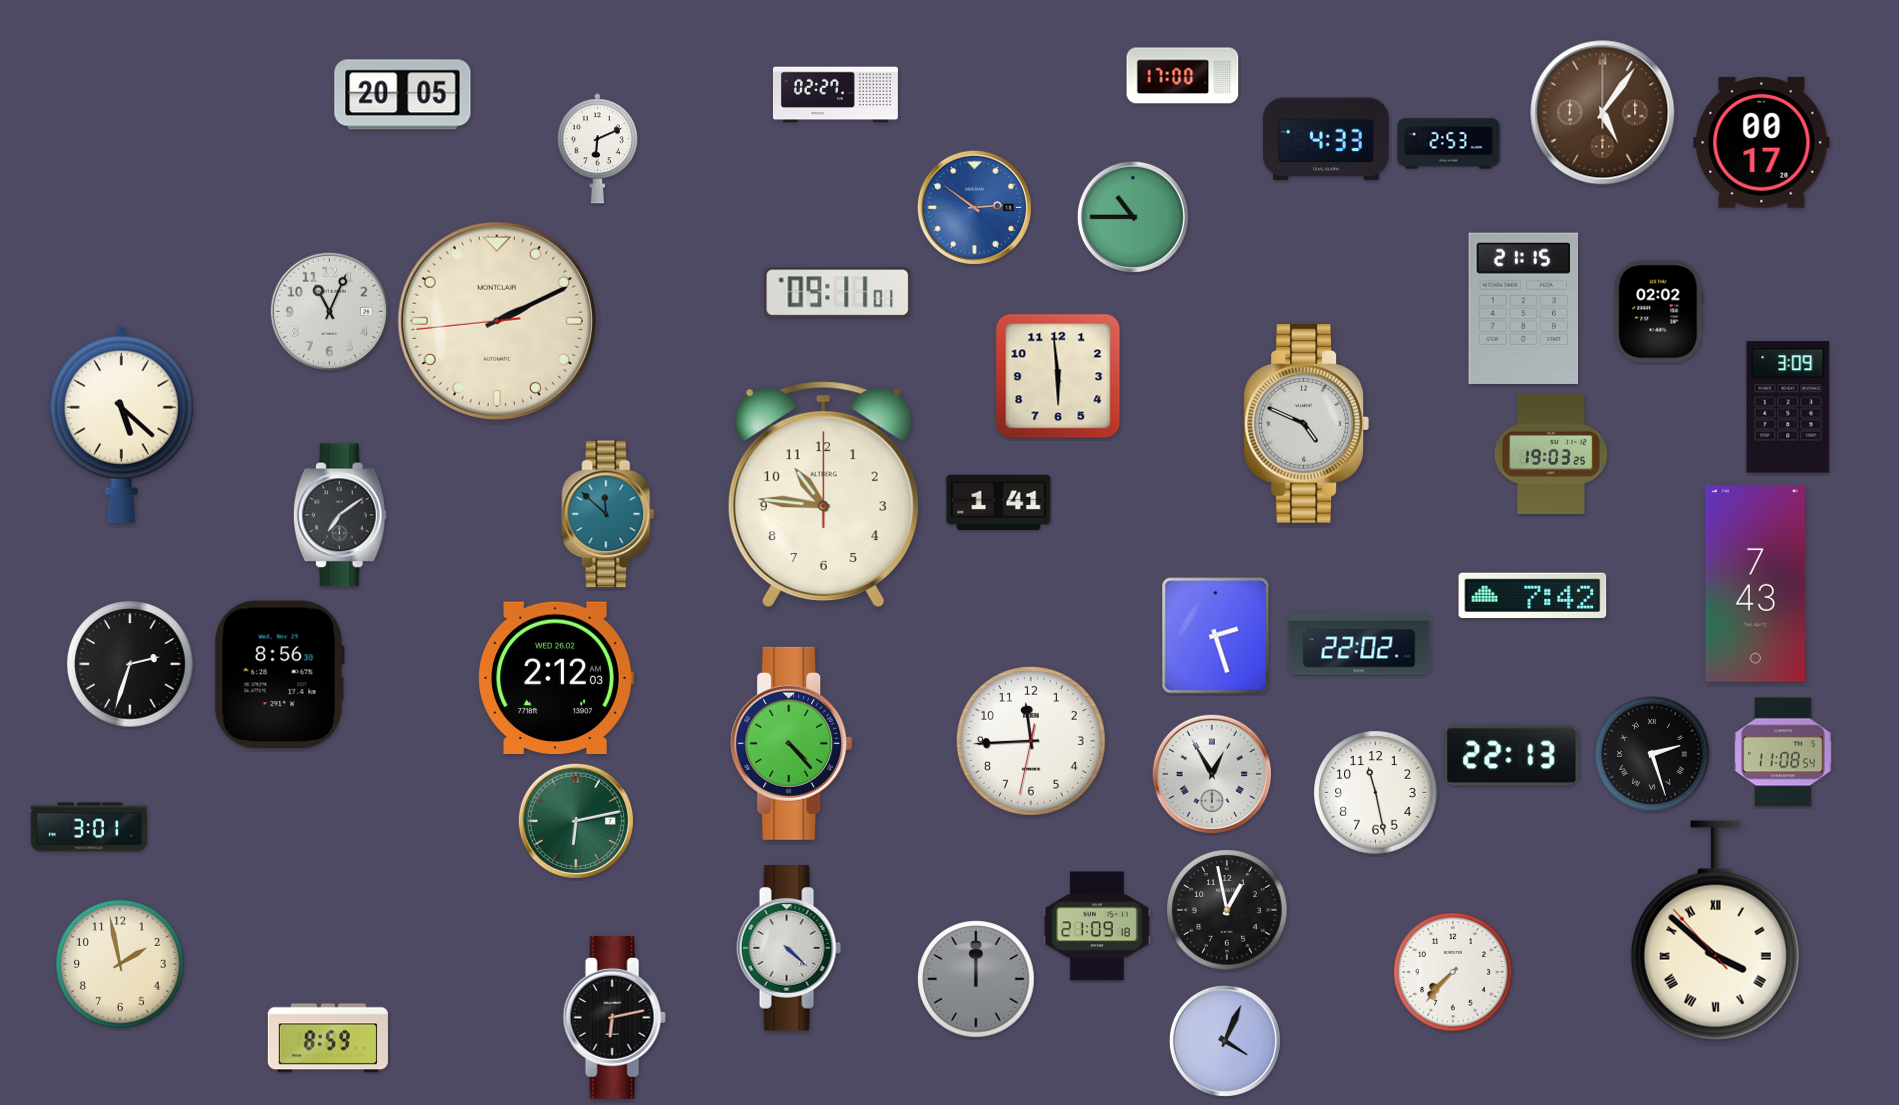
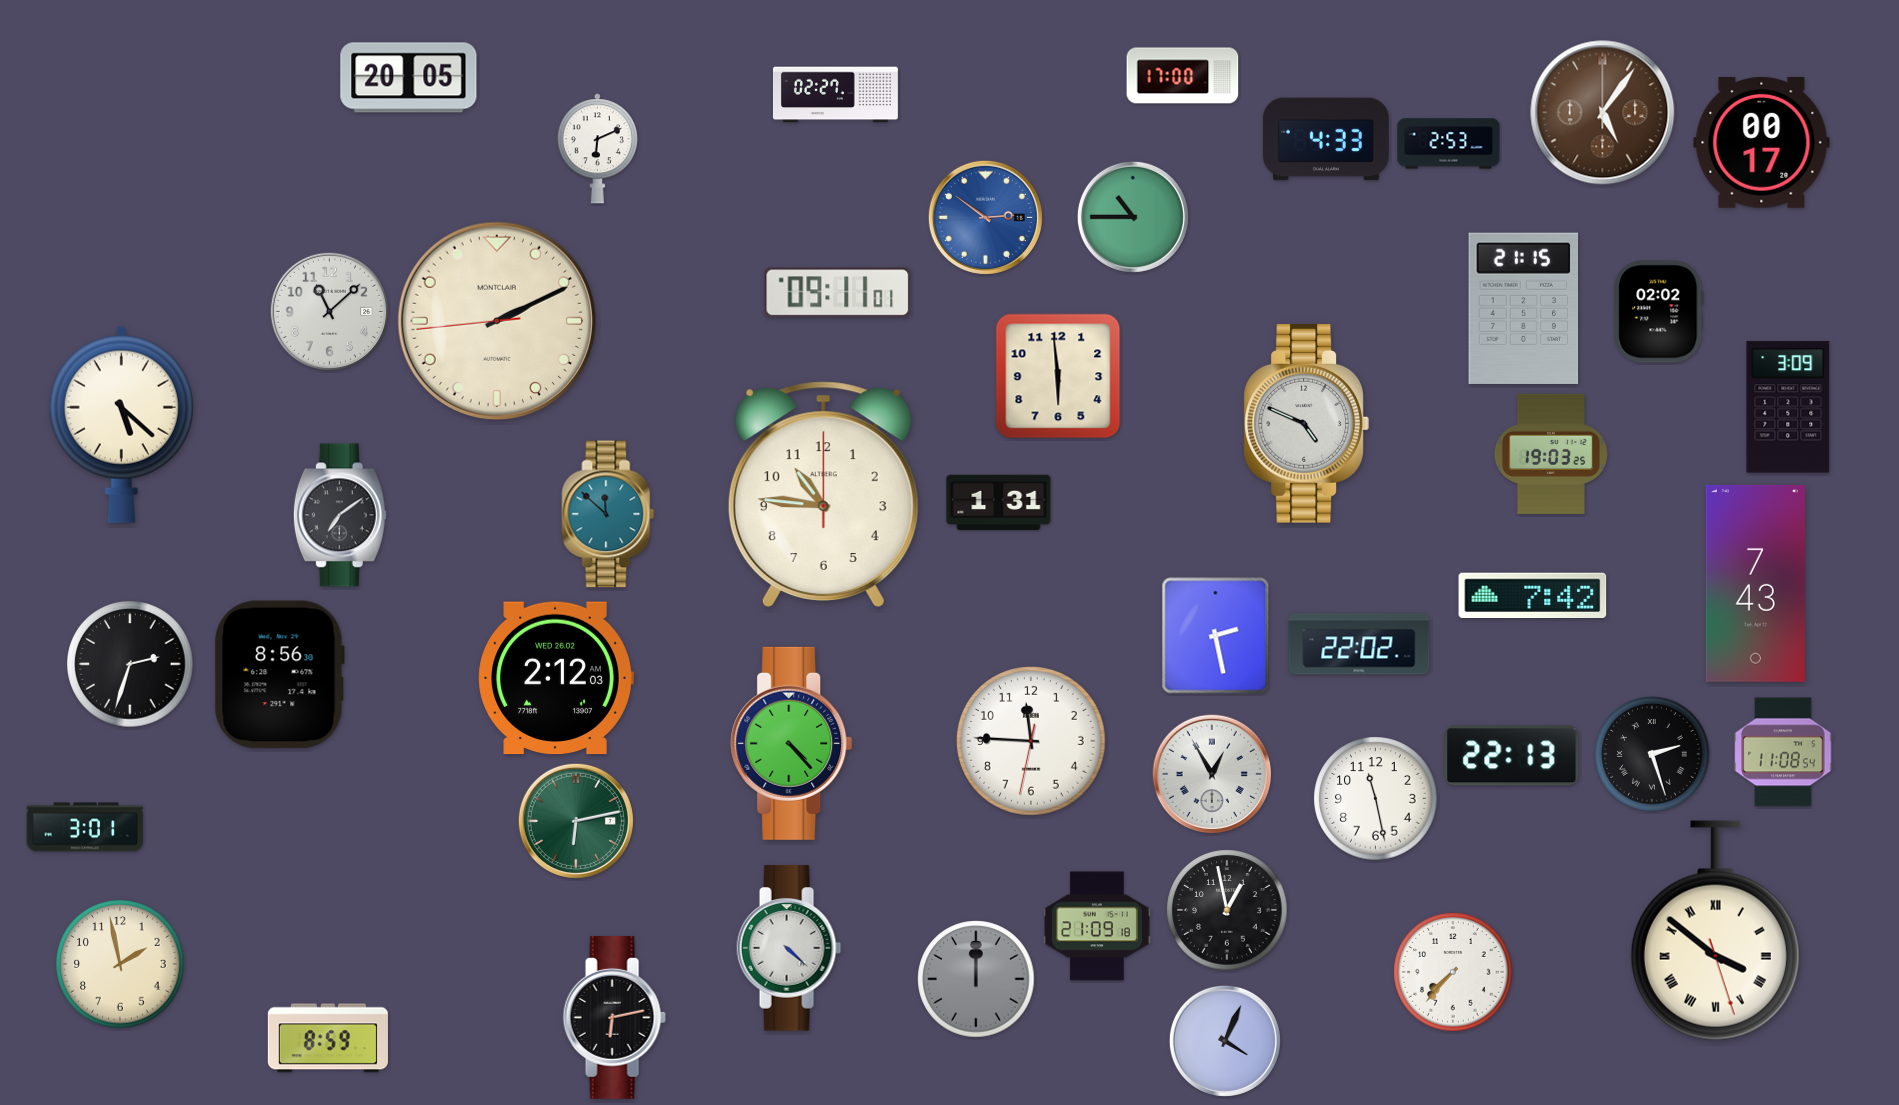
clock at (403, 95) position: (403, 95) -> (409, 78)
clock at (974, 207) position: (974, 207) -> (985, 217)
clock at (329, 311): 11:04 -> 11:08
clock at (999, 503): 1:41 -> 1:31
clock at (1216, 636): 2:27 -> 2:28
clock at (1031, 741): 11:44 -> 11:45
clock at (1376, 793) position: (1376, 793) -> (1376, 799)
clock at (89, 827) position: (89, 827) -> (85, 827)
clock at (1715, 931): 3:51:53 -> 3:51:27
